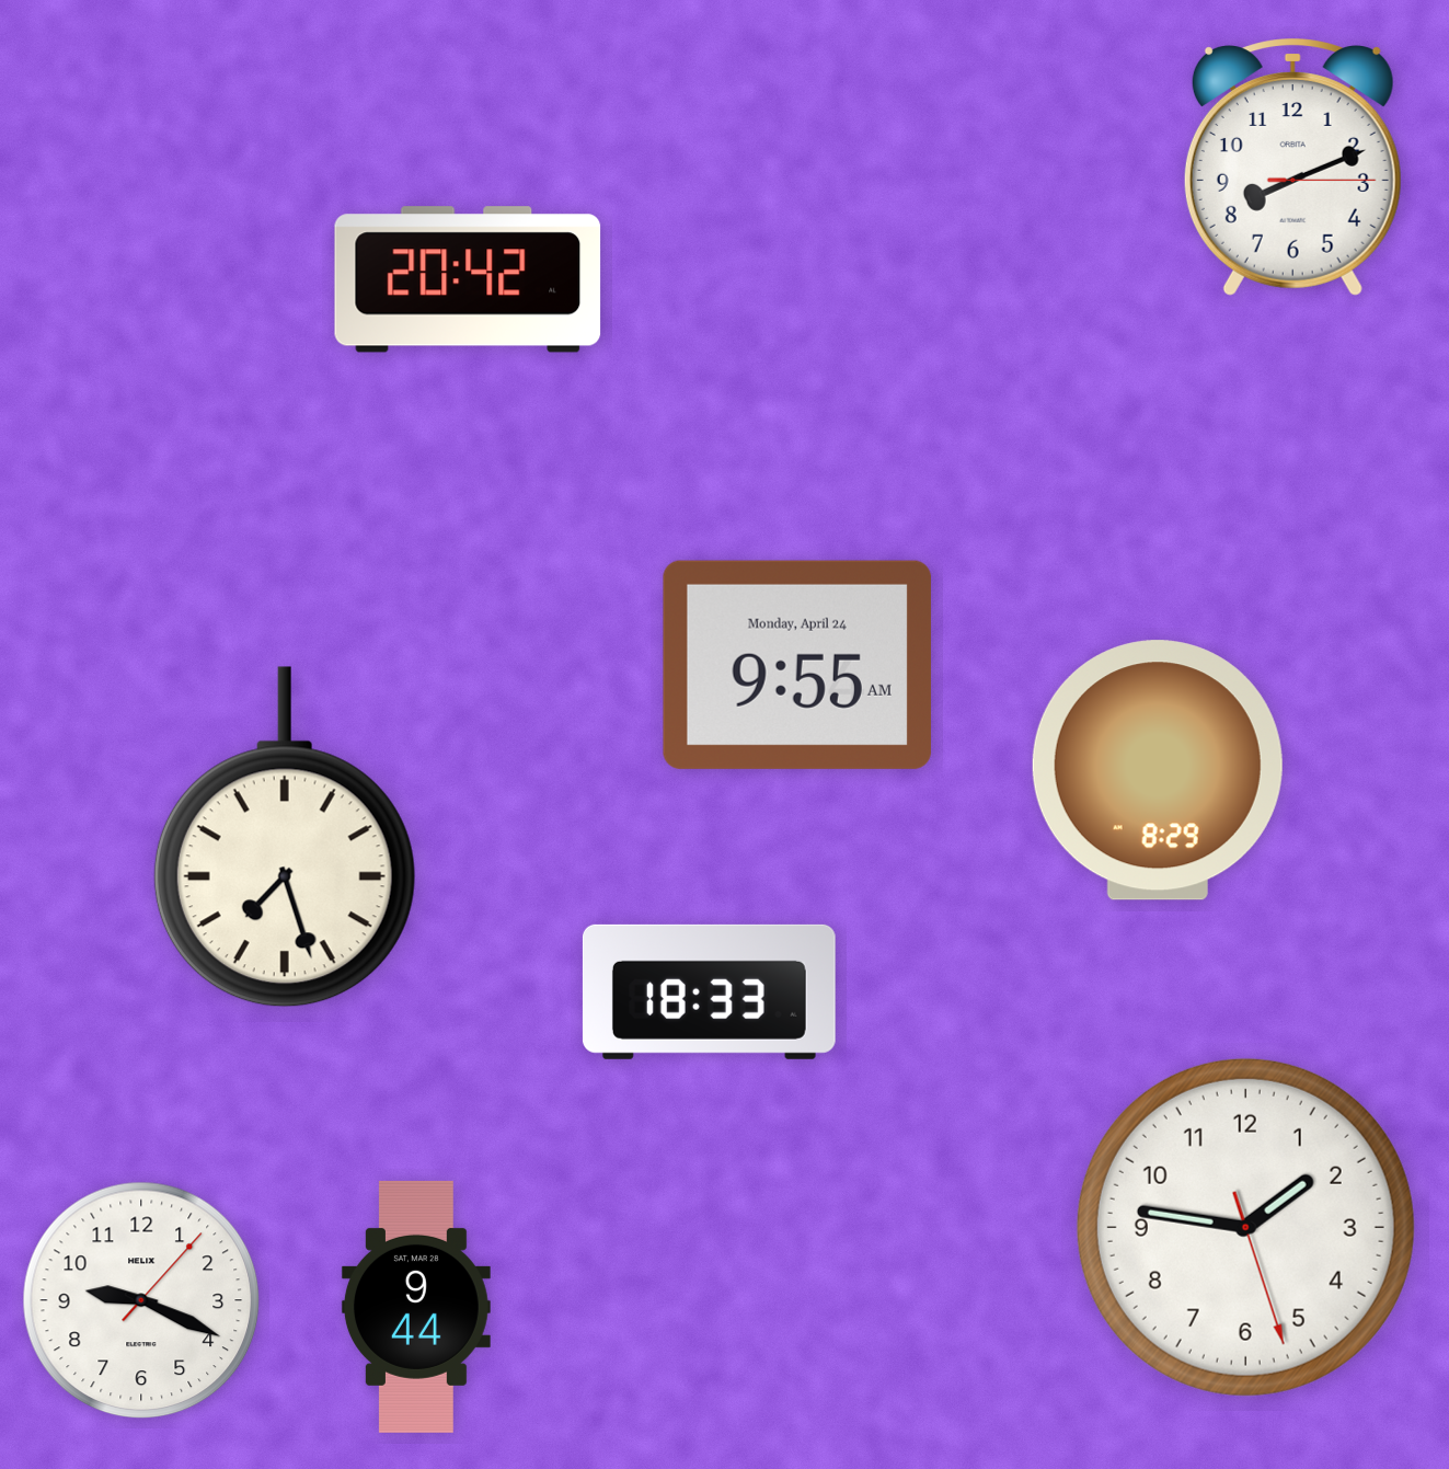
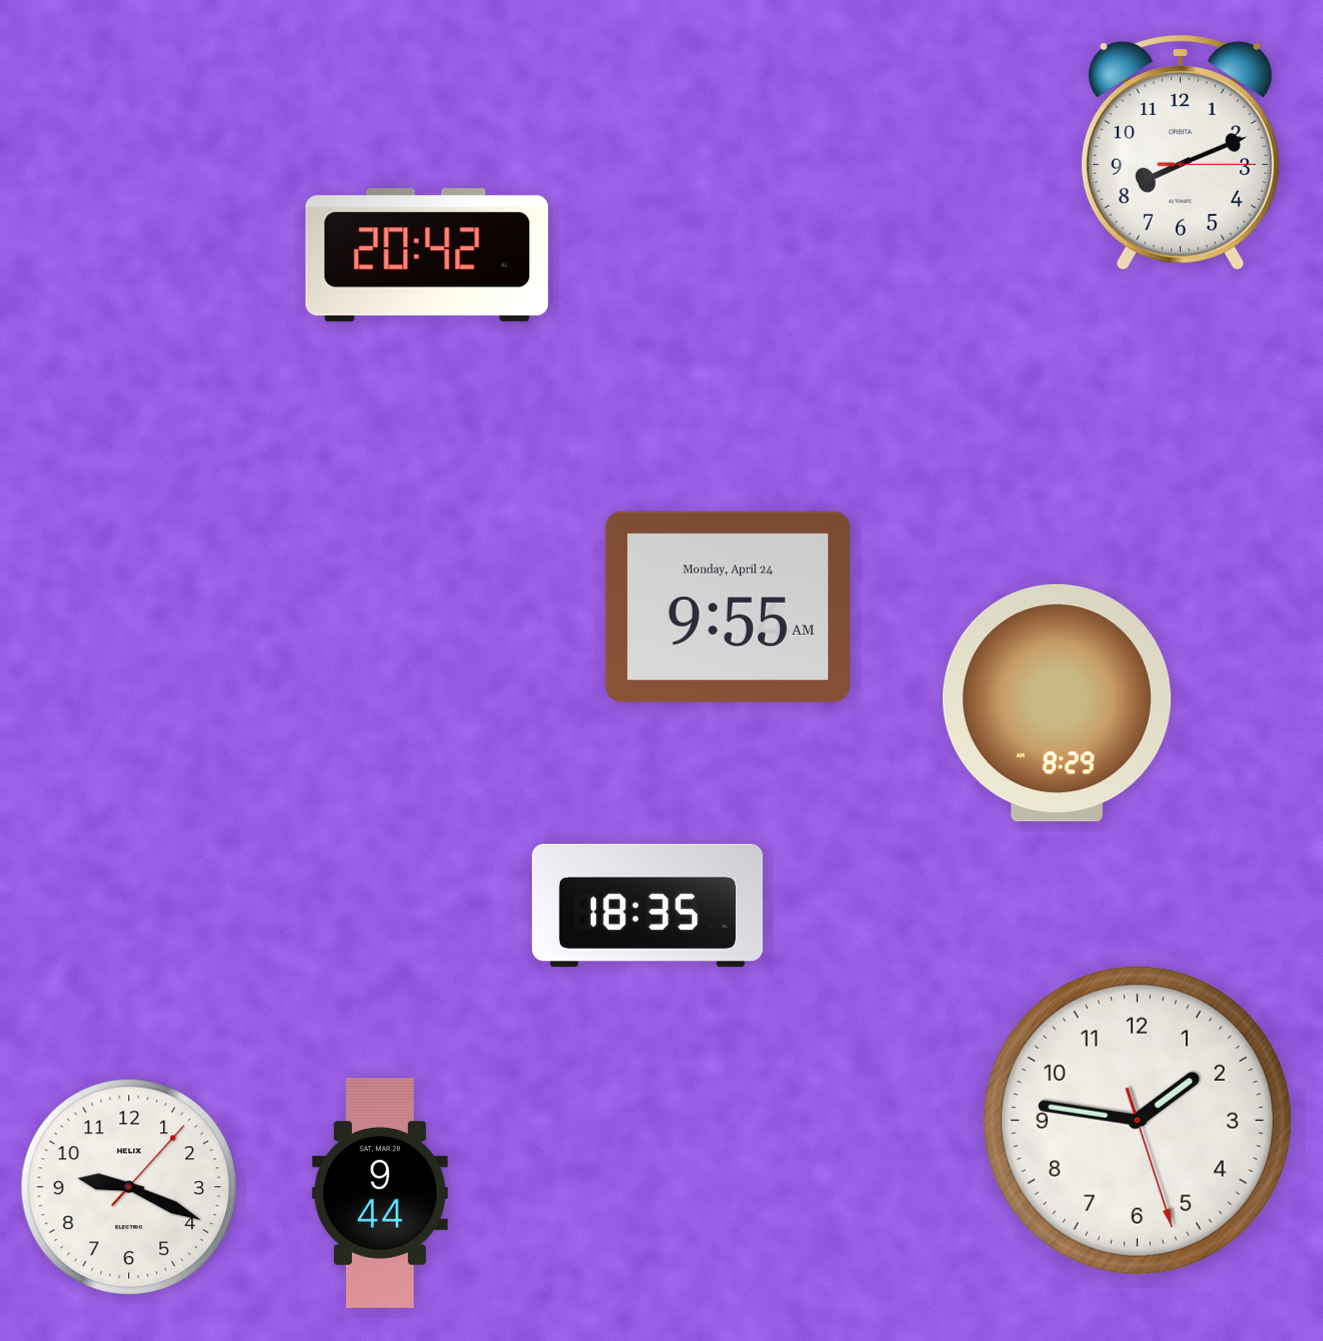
clock at (285, 837): 7:27 -> none
clock at (709, 991): 18:33 -> 18:35
